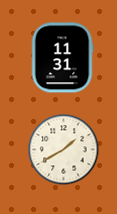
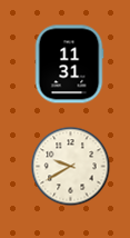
clock at (64, 150): 1:40 -> 9:40
